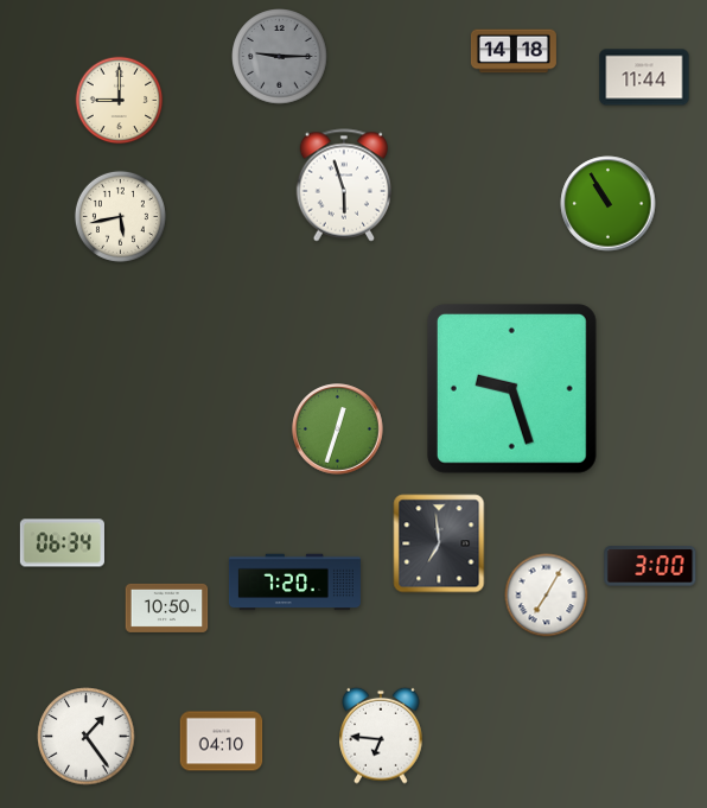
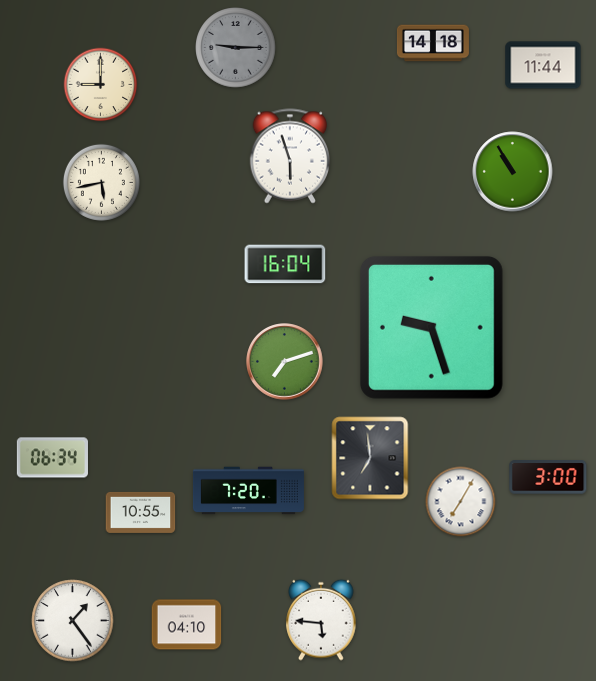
clock at (285, 264): none -> 16:04
clock at (338, 430): 12:33 -> 7:12
clock at (167, 607): 10:50 -> 10:55
clock at (381, 736): 6:46 -> 5:46
